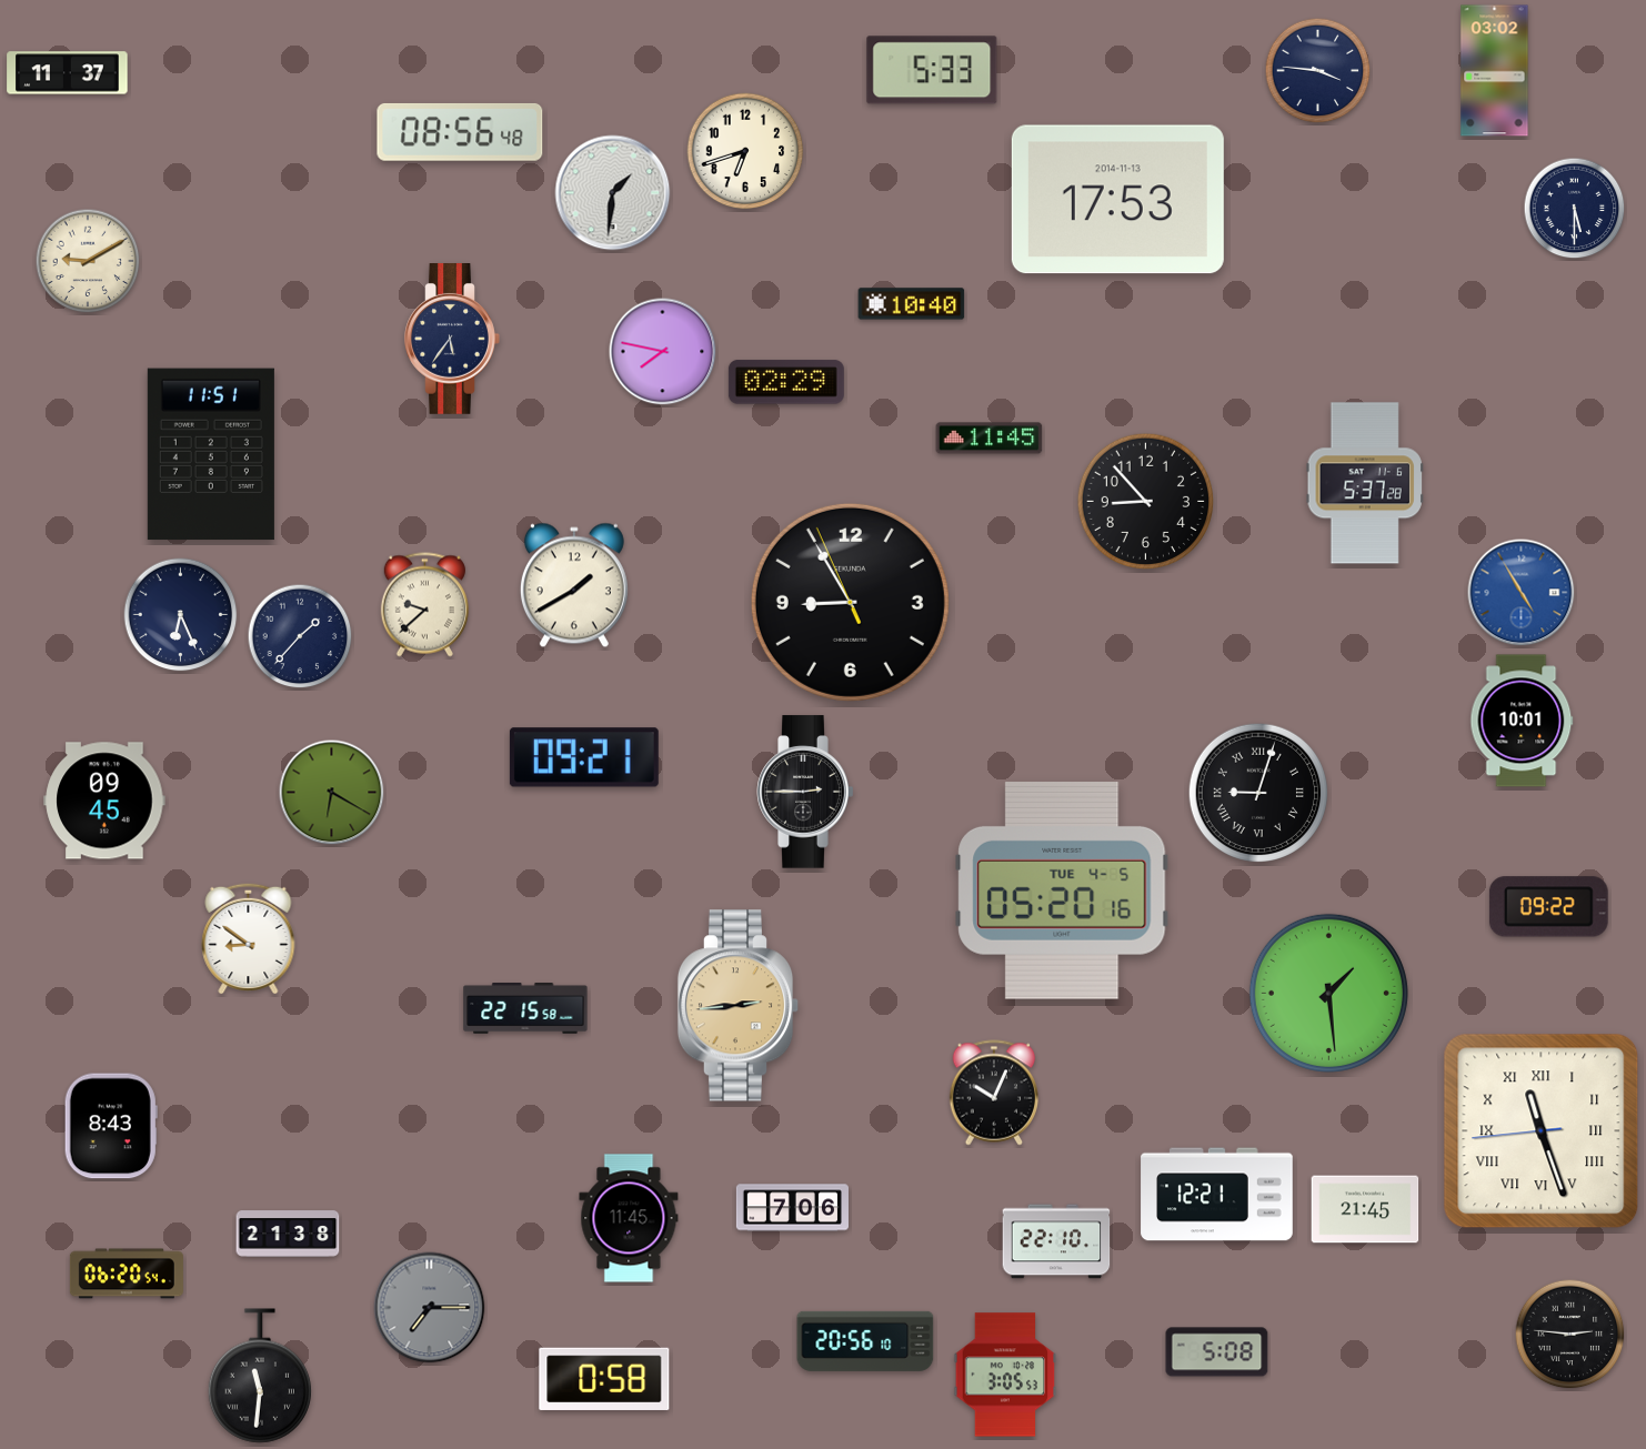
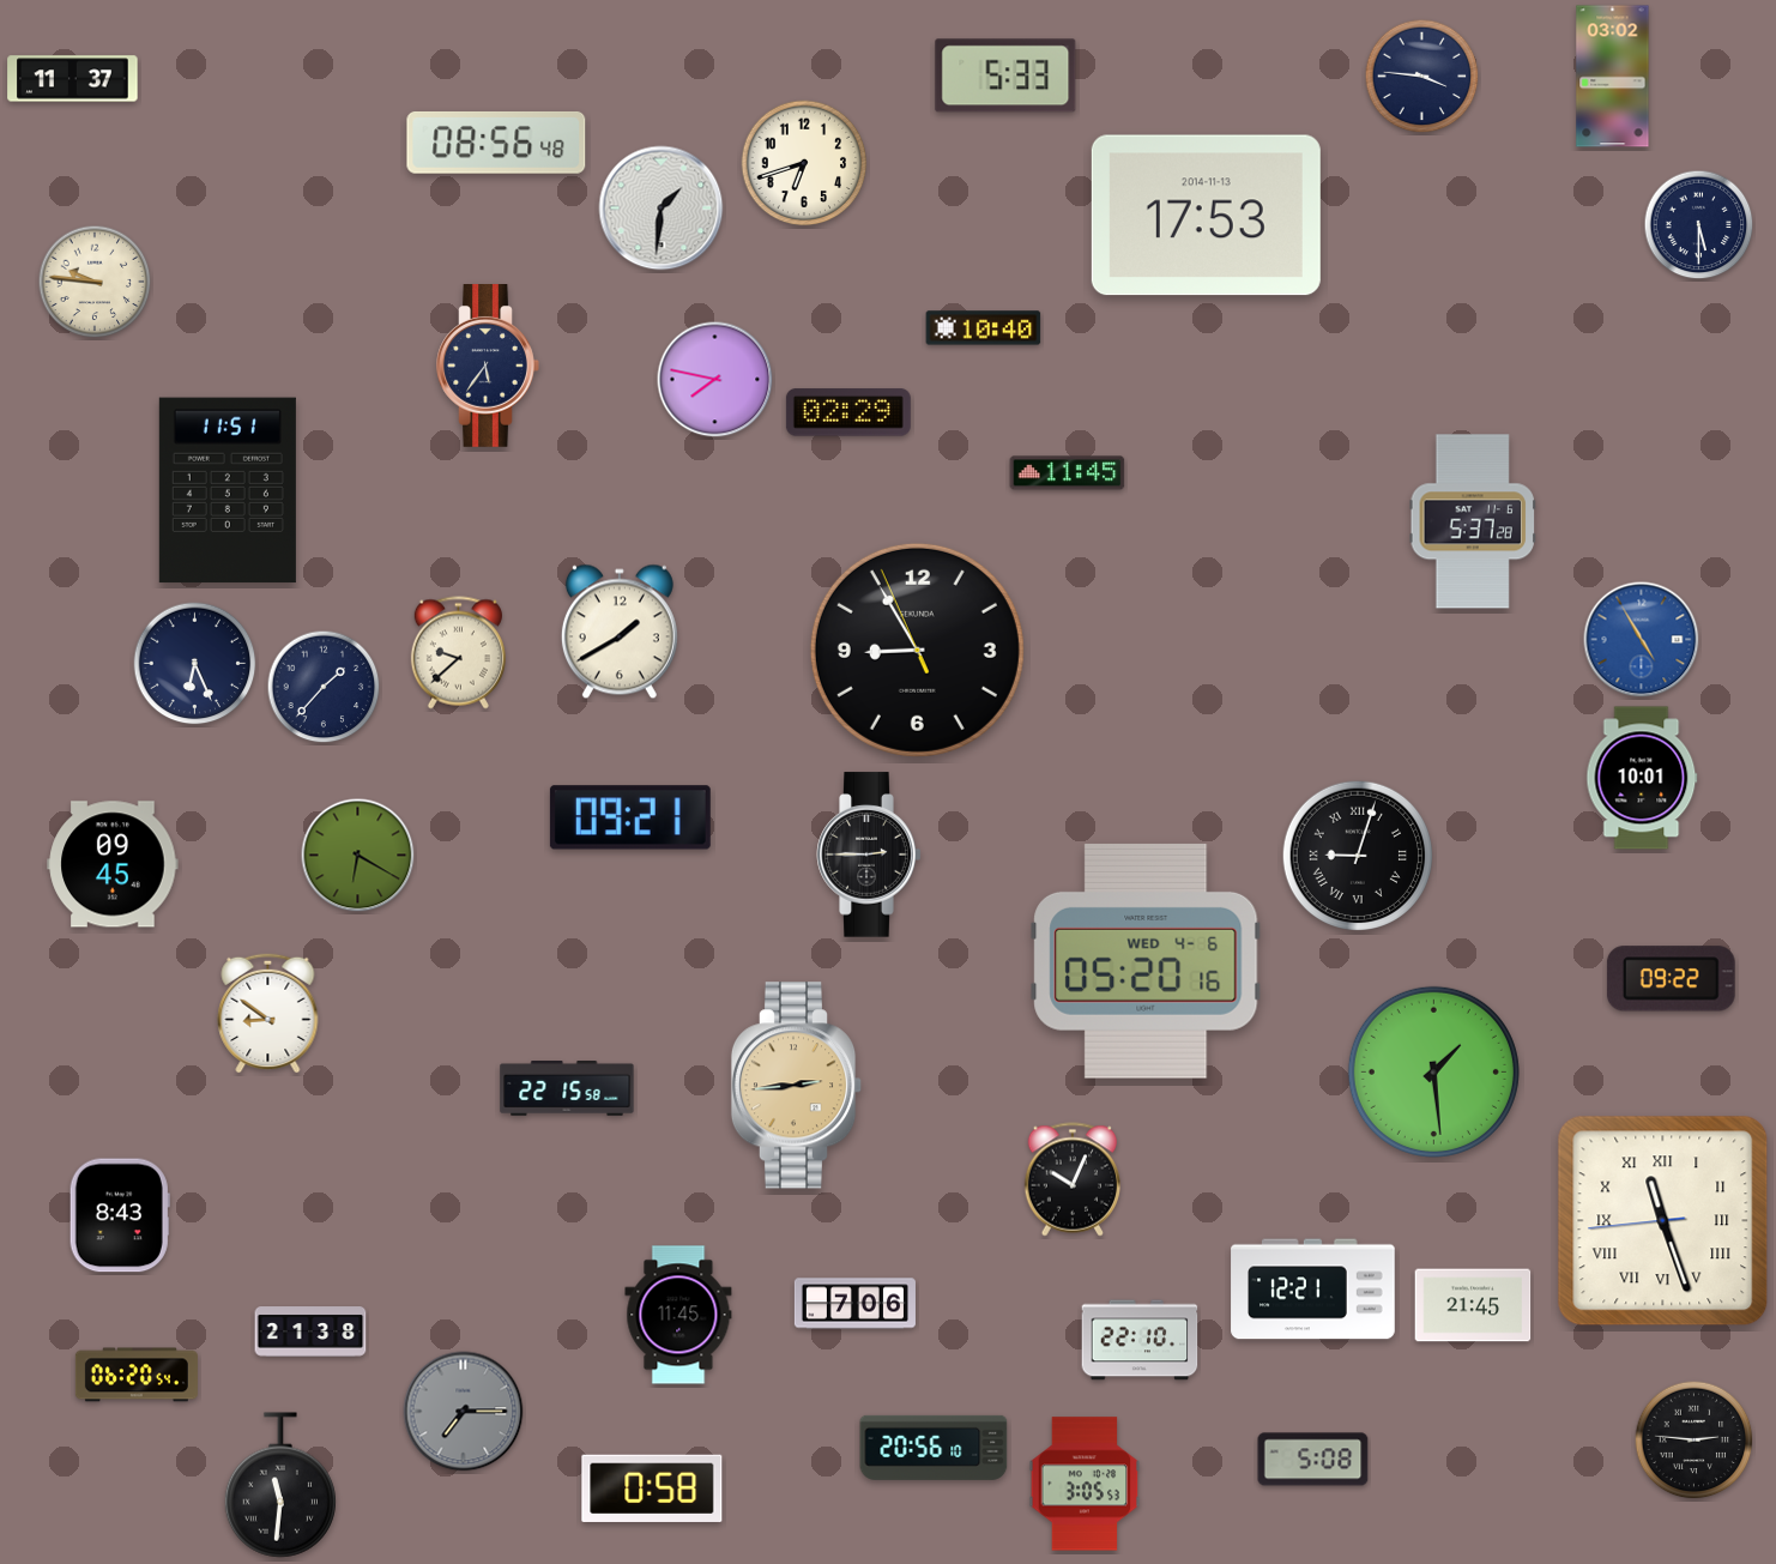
clock at (88, 261): 9:10 -> 9:46
clock at (1145, 501): 8:53 -> none
clock at (1062, 890) date: TUE 4-5 -> WED 4-6
